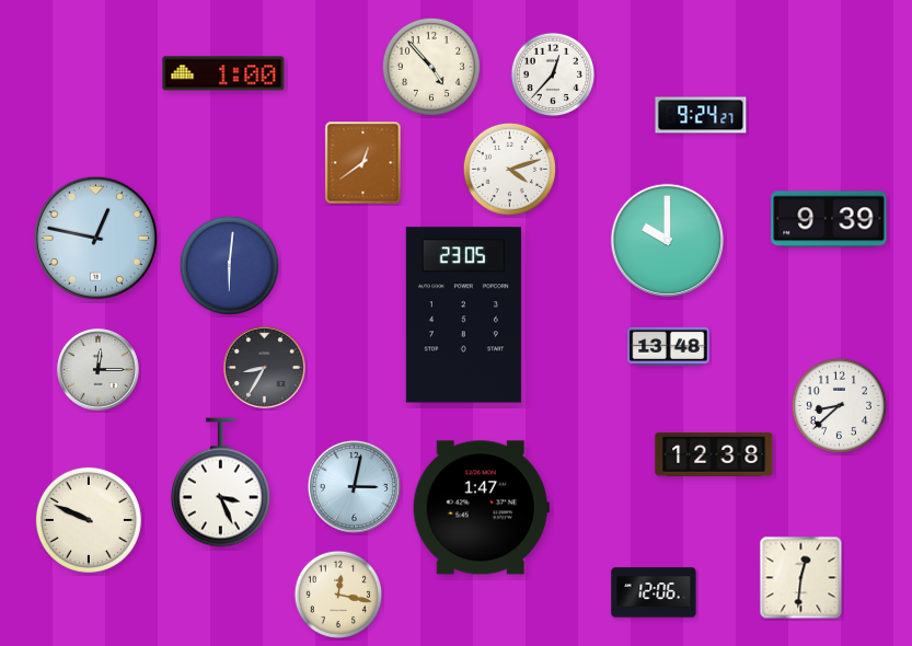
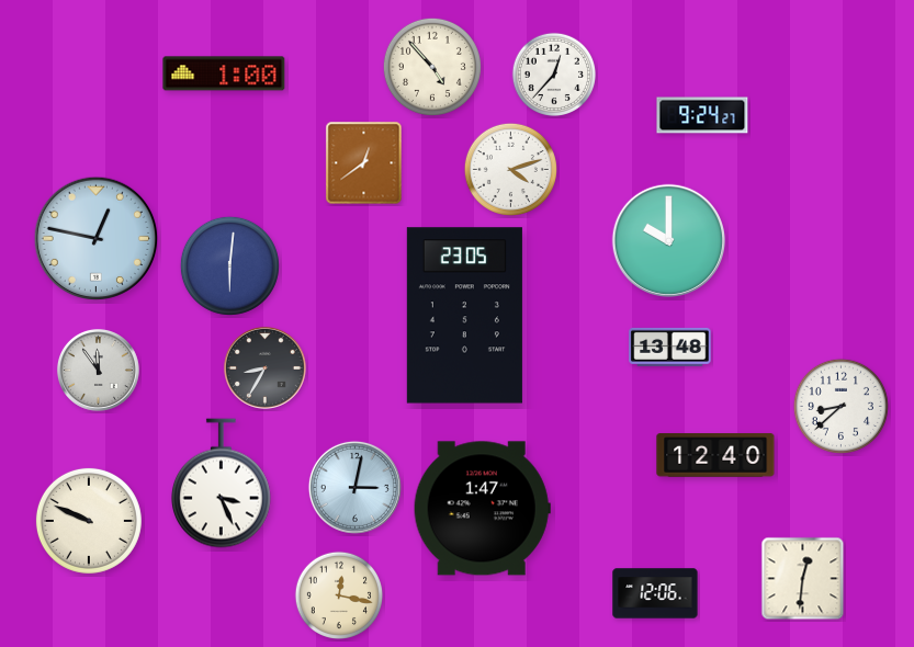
clock at (829, 219): 9:39 -> none
clock at (97, 369): 12:15 -> 11:54
clock at (714, 454): 12:38 -> 12:40
